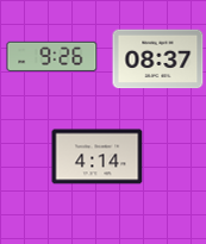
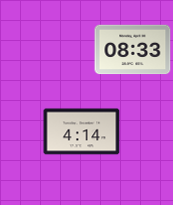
clock at (52, 56): 9:26 -> none
clock at (158, 60): 08:37 -> 08:33
